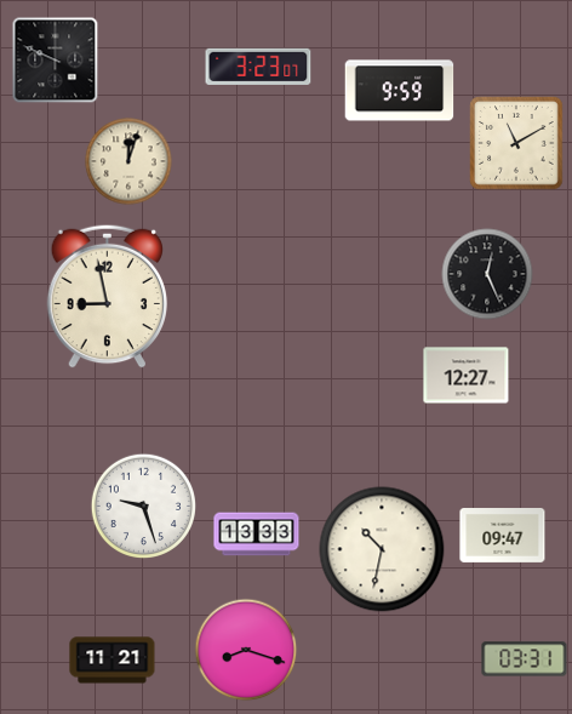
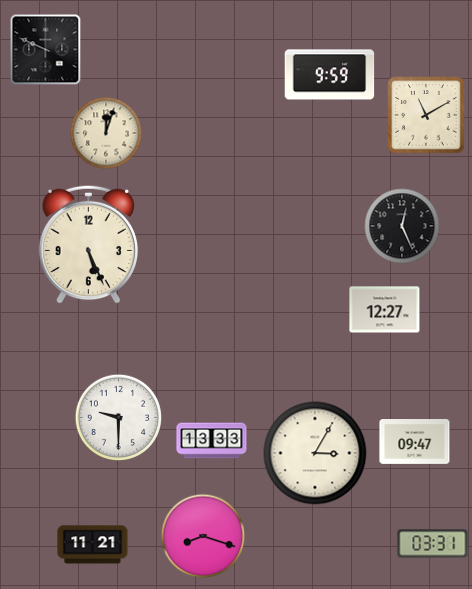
clock at (258, 67): 3:23 -> none
clock at (516, 143) position: (516, 143) -> (426, 115)
clock at (108, 296): 8:58 -> 5:26
clock at (143, 505): 9:27 -> 9:30
clock at (382, 549): 10:32 -> 3:05
